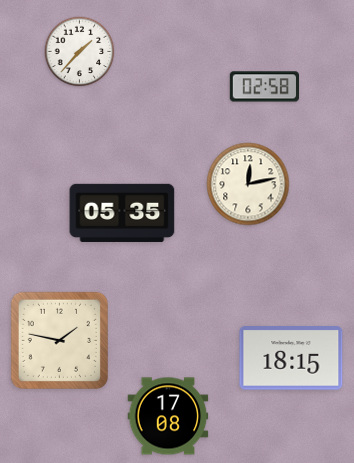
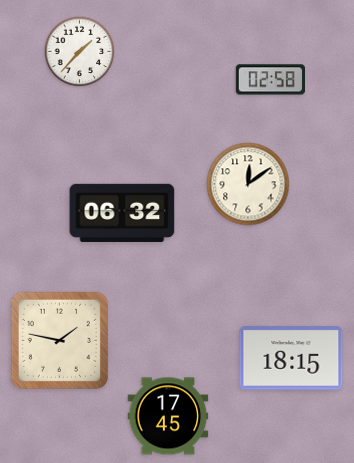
clock at (264, 87) position: (264, 87) -> (270, 80)
clock at (248, 184): 12:13 -> 12:09
clock at (122, 213): 05:35 -> 06:32
clock at (168, 416): 17:08 -> 17:45
